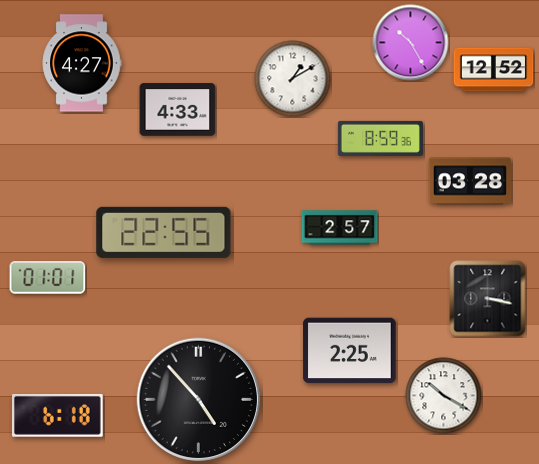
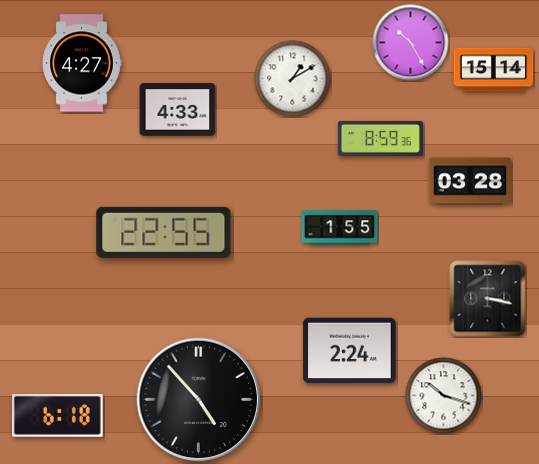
clock at (494, 70): 12:52 -> 15:14
clock at (340, 228): 2:57 -> 1:55
clock at (48, 278): 01:01 -> none
clock at (350, 351): 2:25 -> 2:24
clock at (444, 396): 10:20 -> 10:18
